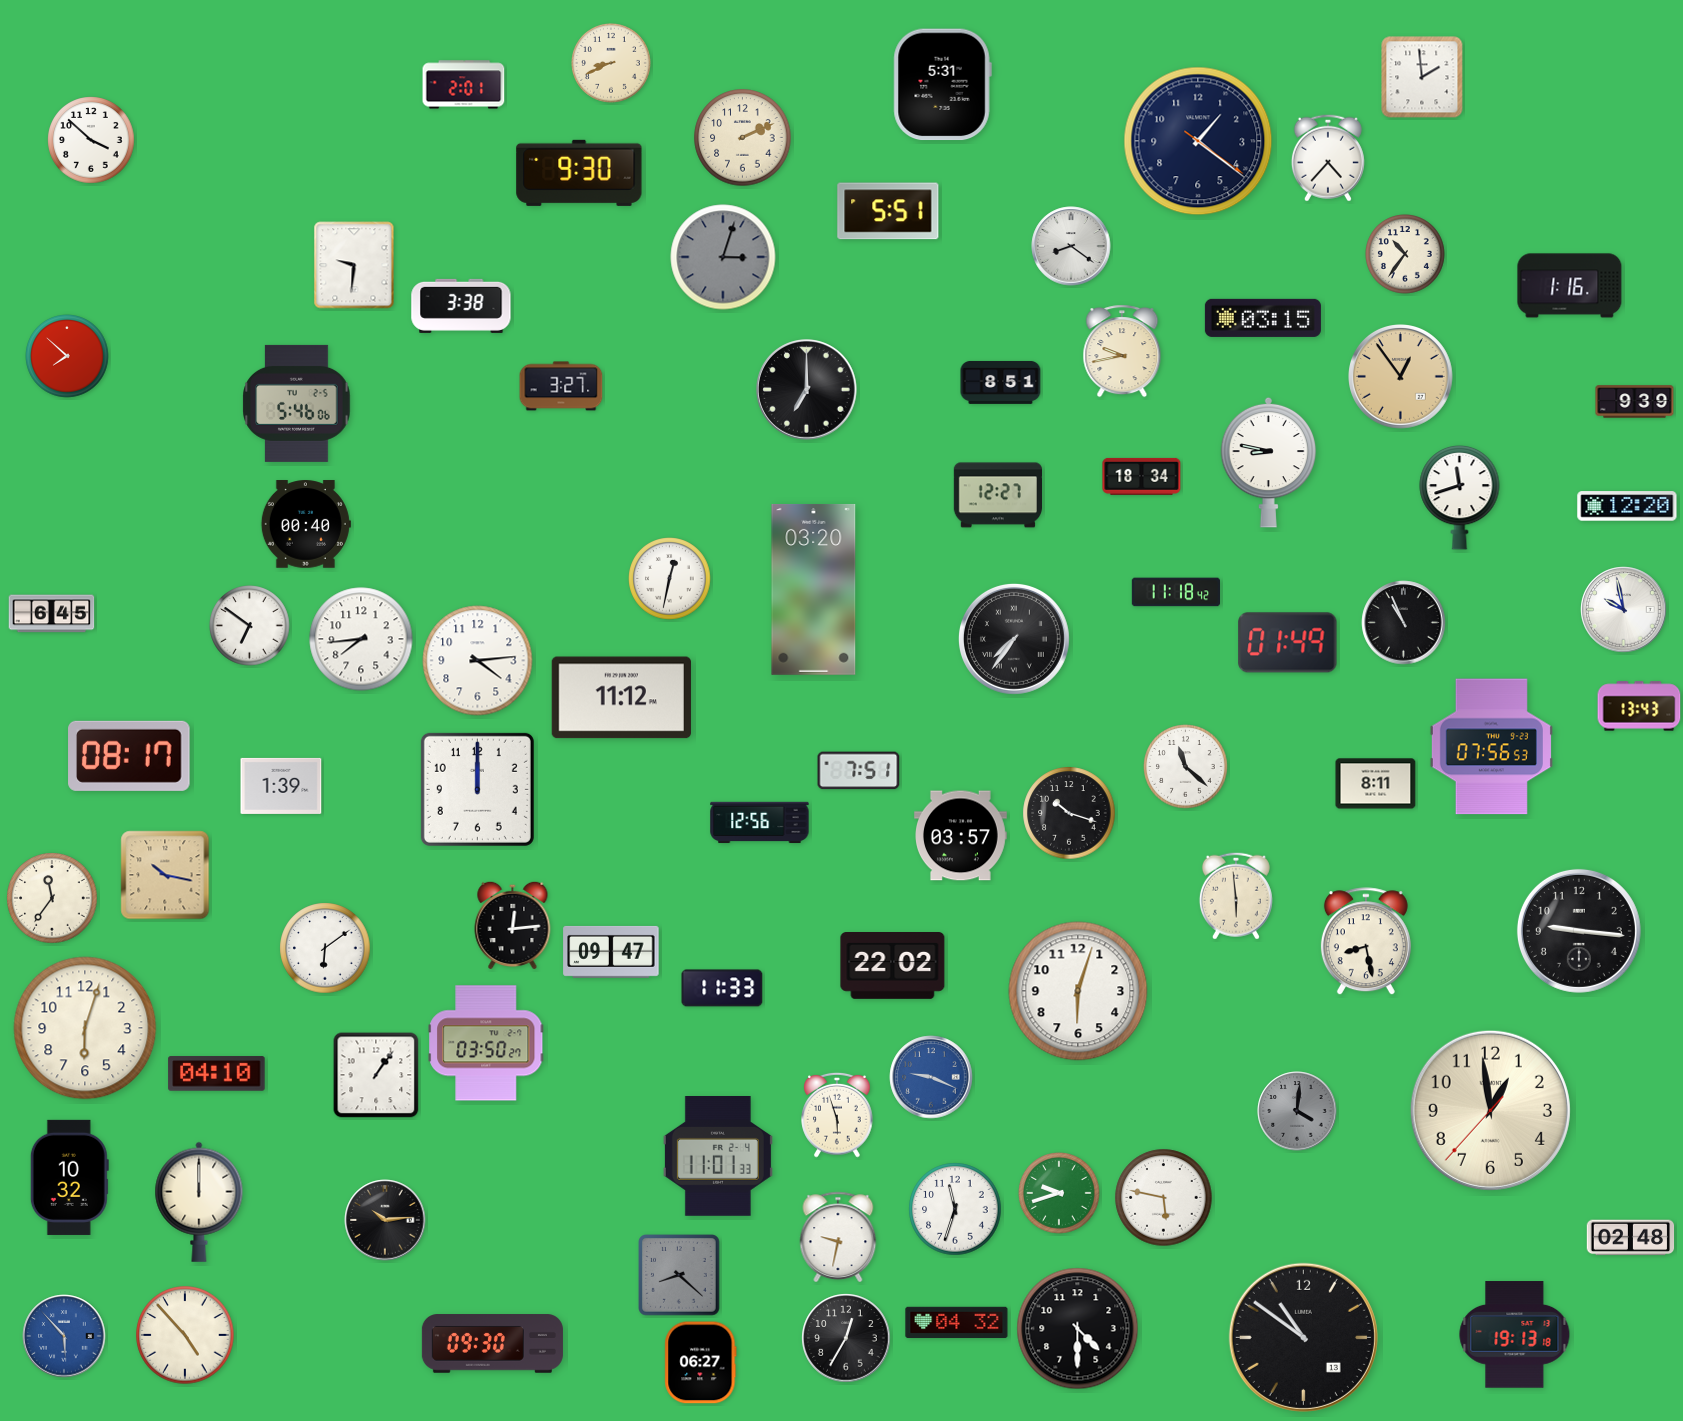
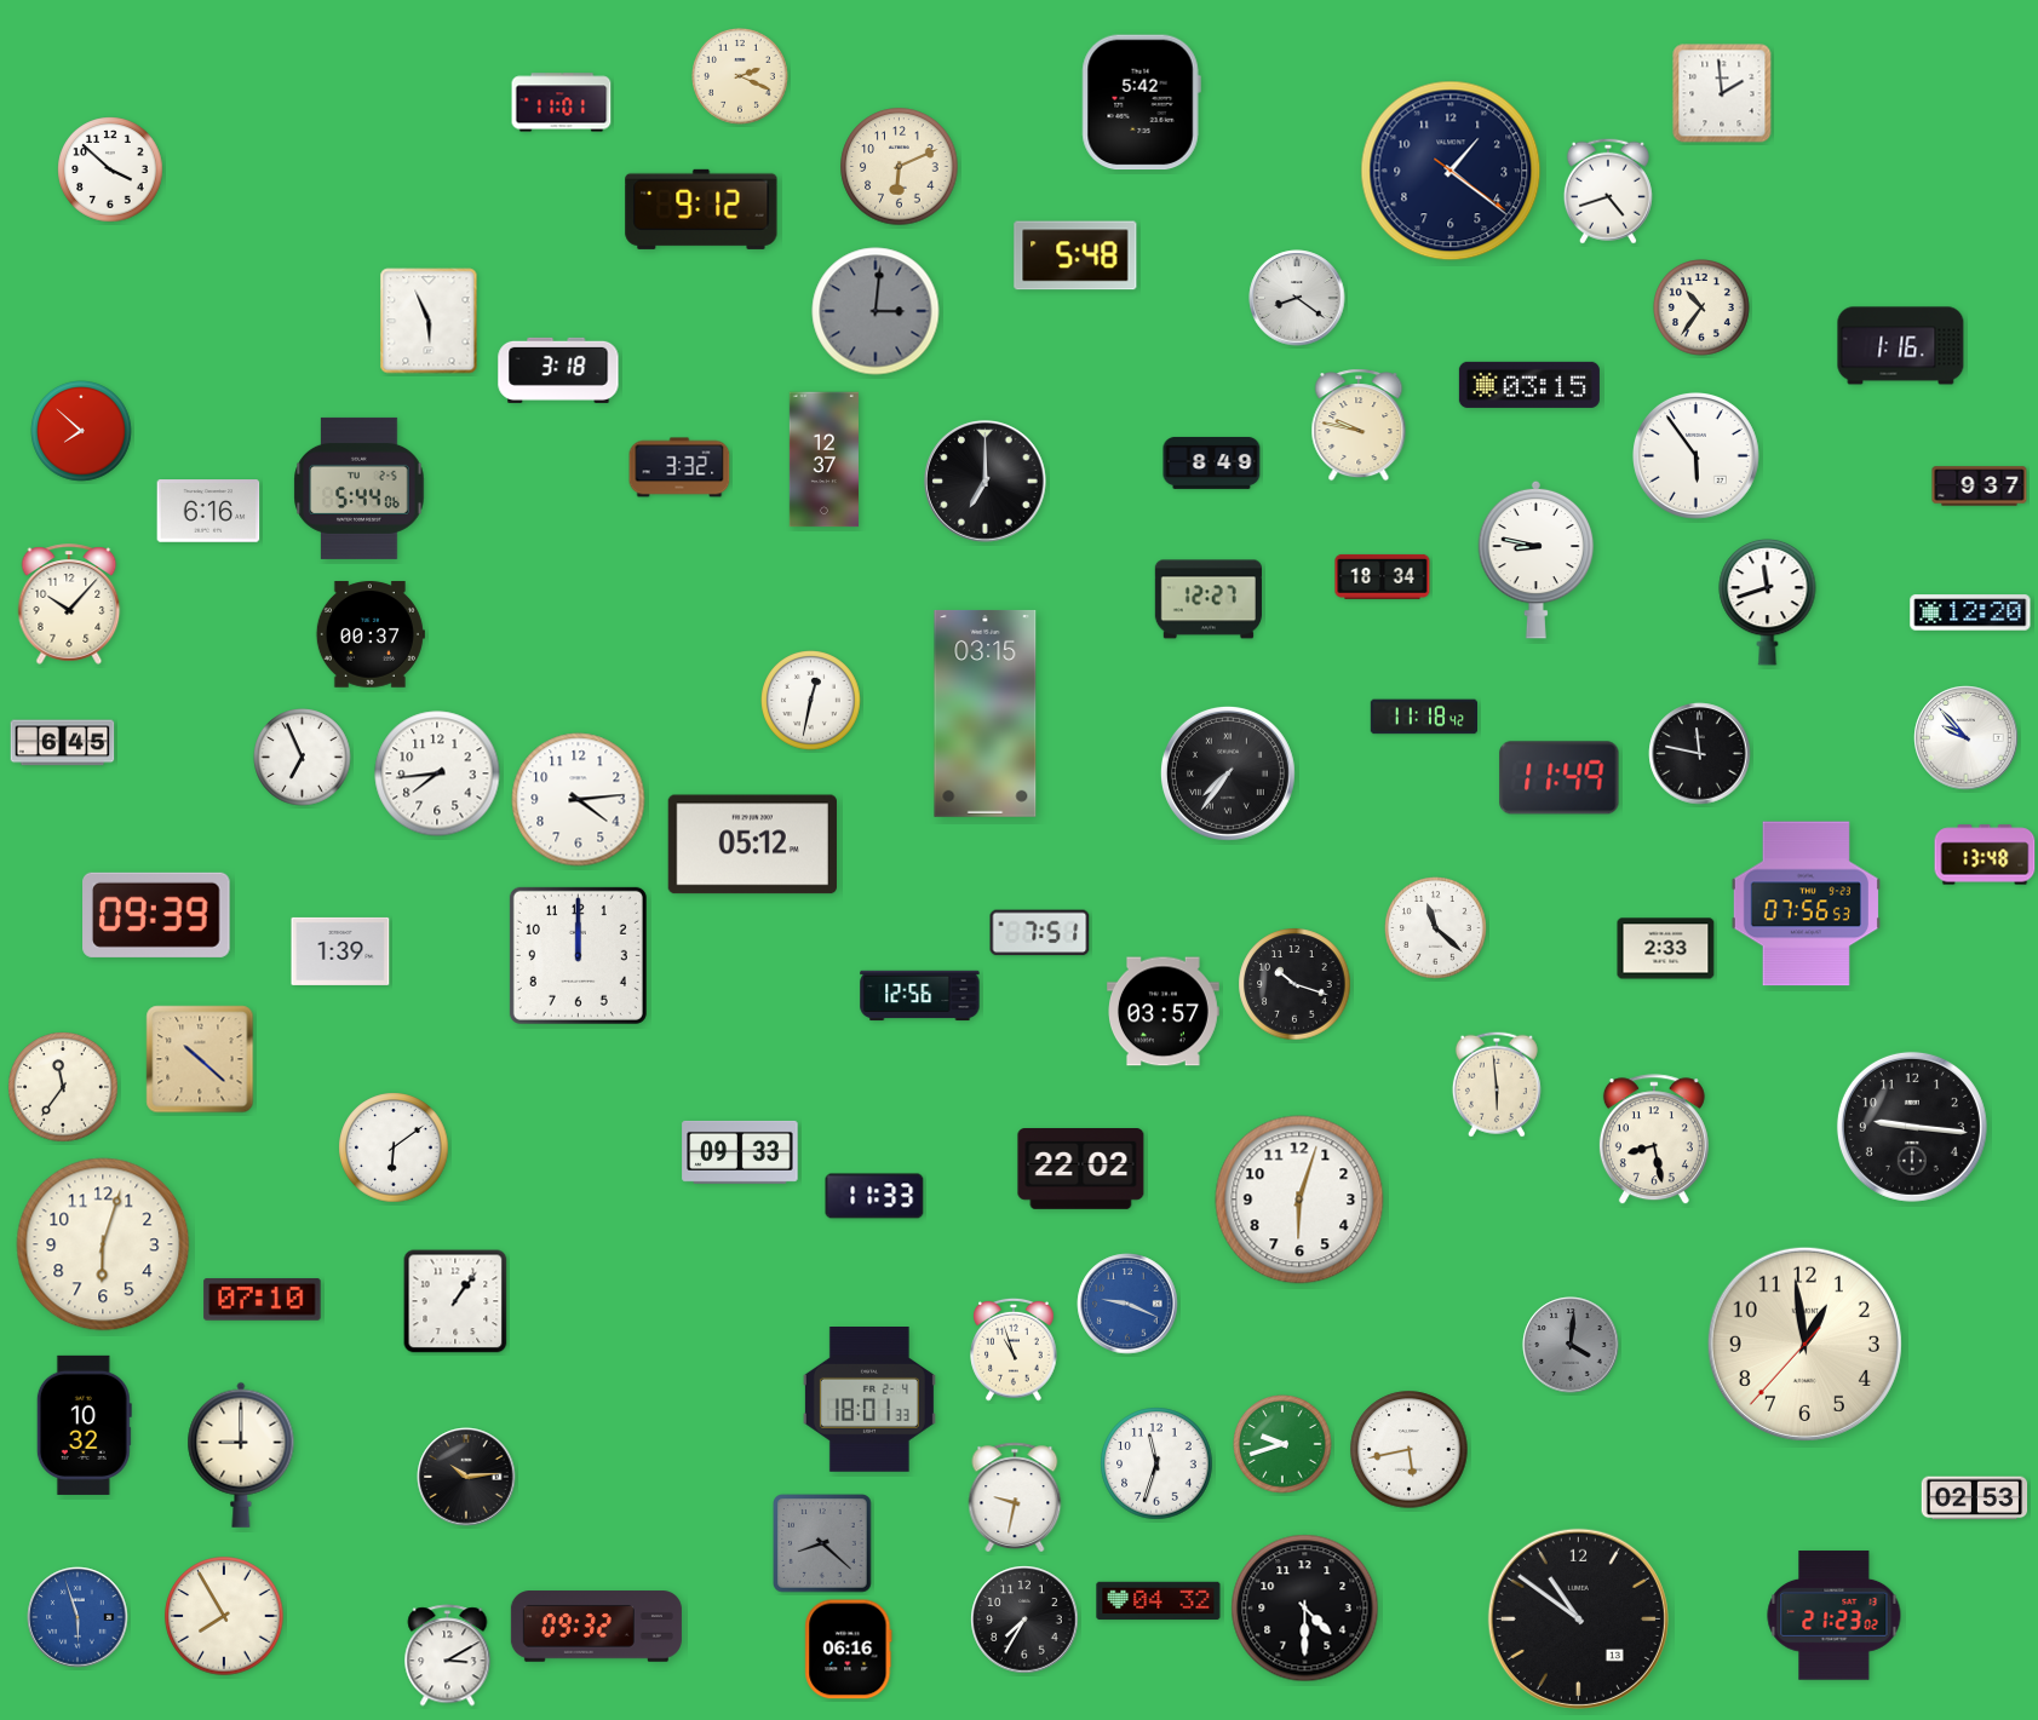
clock at (612, 64): 8:41 -> 2:19
clock at (464, 85): 2:01 -> 11:01
clock at (942, 85): 5:31 -> 5:42
clock at (743, 138): 2:11 -> 6:11
clock at (1328, 158): 4:37 -> 4:42
clock at (579, 173): 9:30 -> 9:12
clock at (888, 211): 5:51 -> 5:48
clock at (723, 257): 3:03 -> 3:01
clock at (354, 265): 9:31 -> 5:56
clock at (461, 306): 3:38 -> 3:18
clock at (1122, 351): 9:43 -> 9:47
clock at (1401, 377): 12:54 -> 5:54
clock at (1401, 377) dial: champagne -> white
clock at (823, 460): none -> 12:37
clock at (1001, 382): 8:51 -> 8:49
clock at (561, 386): 3:27 -> 3:32
clock at (807, 390) position: (807, 390) -> (986, 482)
clock at (1635, 402): 9:39 -> 9:37
clock at (297, 403): 5:46 -> 5:44
clock at (208, 511): none -> 6:16
clock at (69, 604): none -> 10:07
clock at (306, 524): 00:40 -> 00:37
clock at (814, 589): 03:20 -> 03:15
clock at (1624, 610): 9:58 -> 9:53
clock at (1404, 623): 10:56 -> 11:47
clock at (250, 626): 6:51 -> 6:56
clock at (1288, 643): 01:49 -> 11:49
clock at (621, 698): 11:12 -> 05:12
clock at (1639, 706): 13:43 -> 13:48
clock at (129, 756): 08:17 -> 09:39
clock at (1376, 784): 8:11 -> 2:33
clock at (165, 875): 10:17 -> 10:22
clock at (513, 925): 12:14 -> none
clock at (611, 952): 09:47 -> 09:33
clock at (1078, 991) position: (1078, 991) -> (1299, 1200)
clock at (486, 1043): 03:50 -> none
clock at (217, 1074): 04:10 -> 07:10
clock at (837, 1115): 5:57 -> 10:57
clock at (718, 1157): 11:01 -> 18:01
clock at (1164, 1198): 5:47 -> 5:43
clock at (199, 1202): 12:00 -> 9:00
clock at (1631, 1238): 02:48 -> 02:53
clock at (185, 1335): 4:53 -> 7:55
clock at (1515, 1335): 19:13 -> 21:23
clock at (64, 1336): 5:53 -> 5:57
clock at (846, 1338): 12:35 -> 7:35
clock at (492, 1344): 09:30 -> 09:32
clock at (701, 1363): 06:27 -> 06:16
clock at (448, 1656): none -> 3:10
